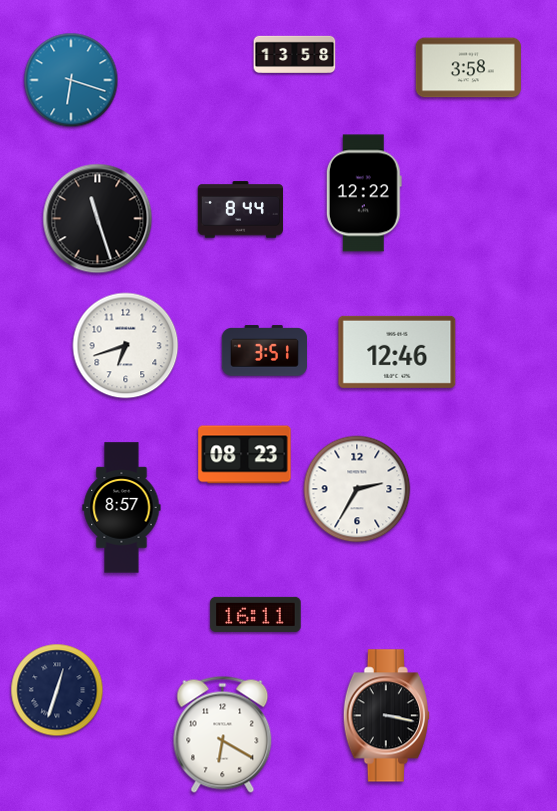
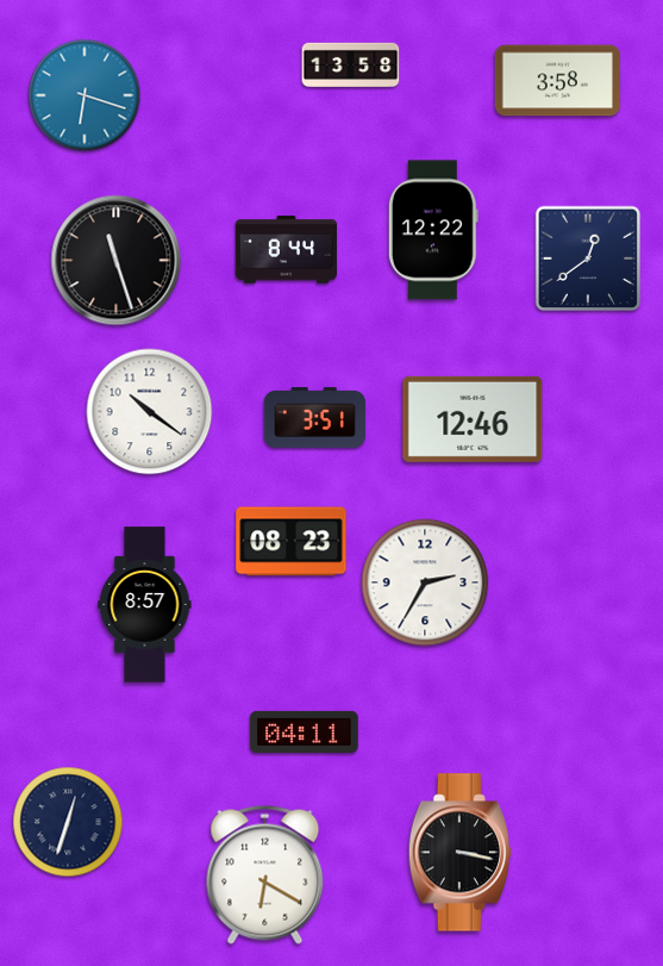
clock at (587, 257): none -> 12:39
clock at (126, 346): 6:42 -> 10:21
clock at (256, 614): 16:11 -> 04:11
